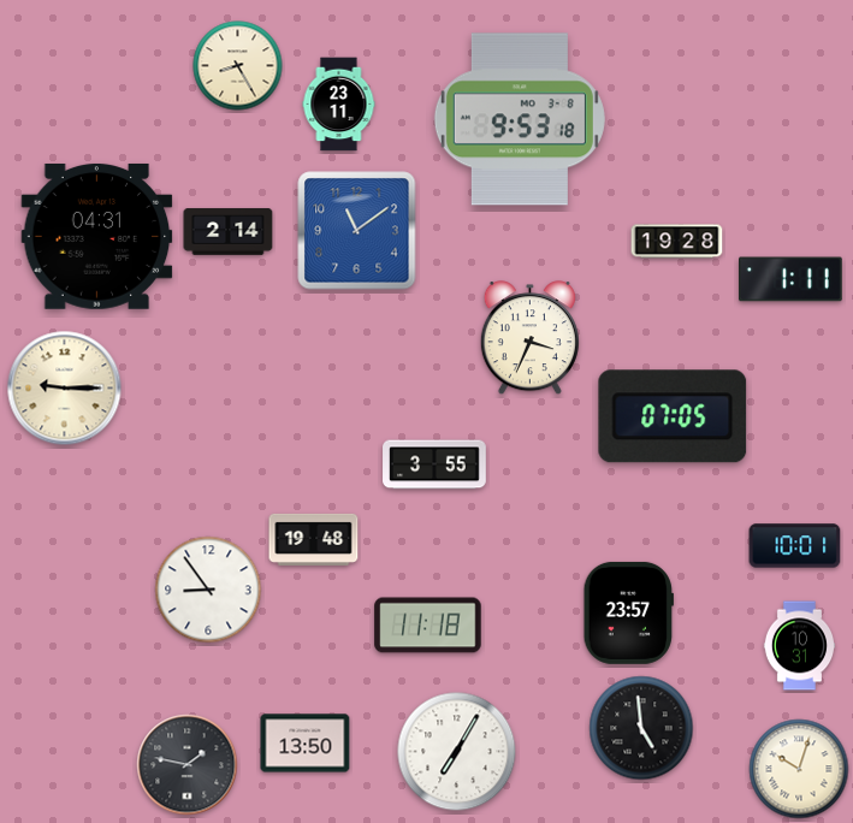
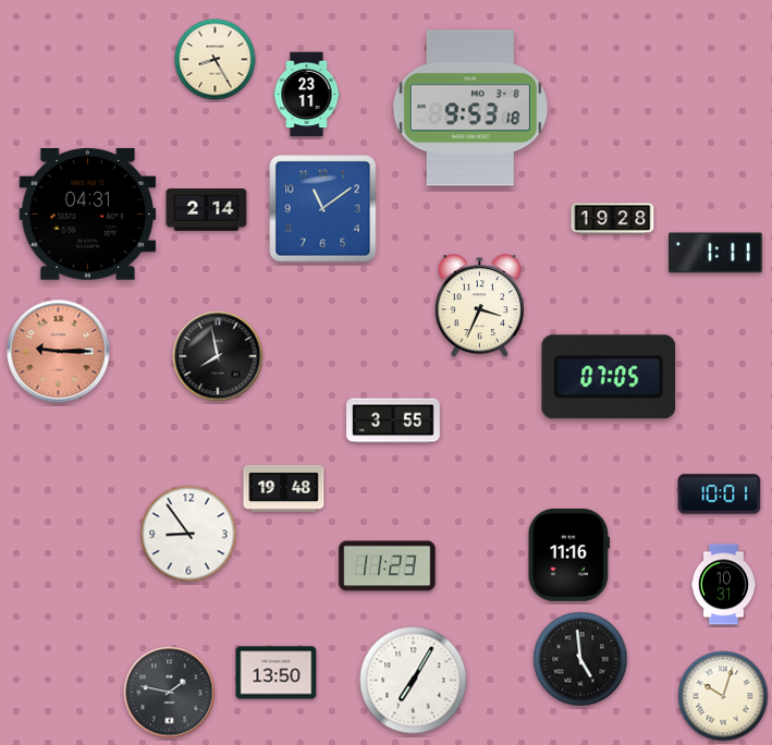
clock at (65, 389) dial: cream -> salmon
clock at (218, 356): none -> 7:58
clock at (628, 612): 23:57 -> 11:16
clock at (428, 626): 11:18 -> 11:23
